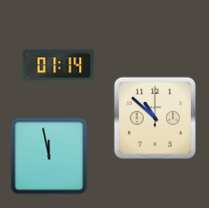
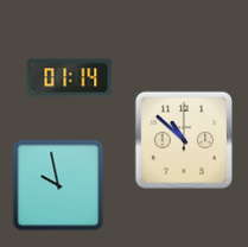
clock at (49, 156): 11:58 -> 9:58
